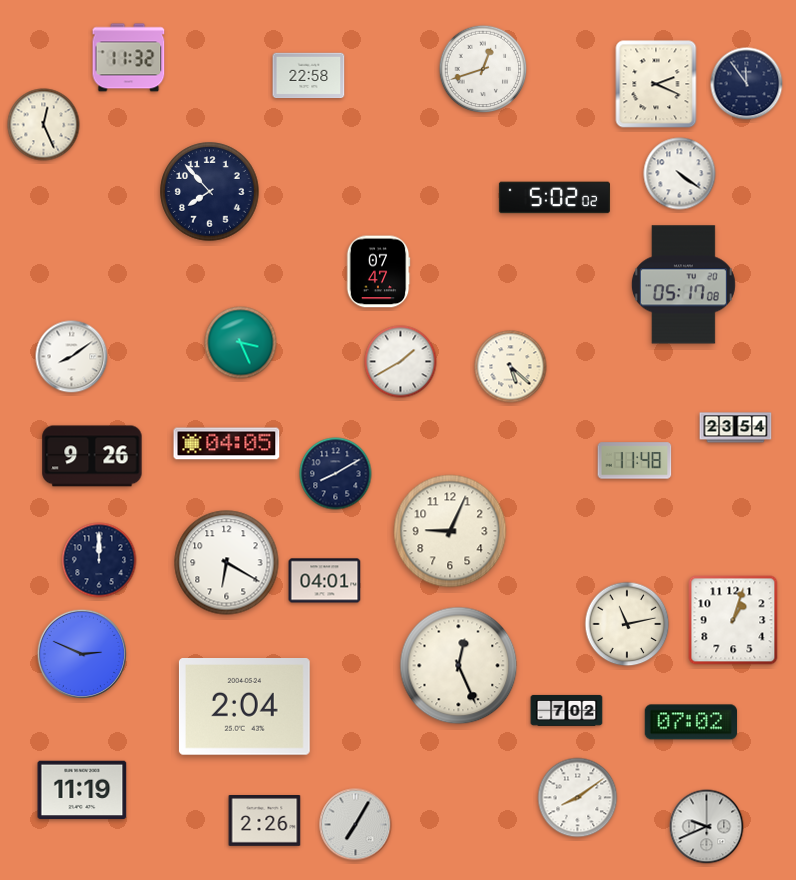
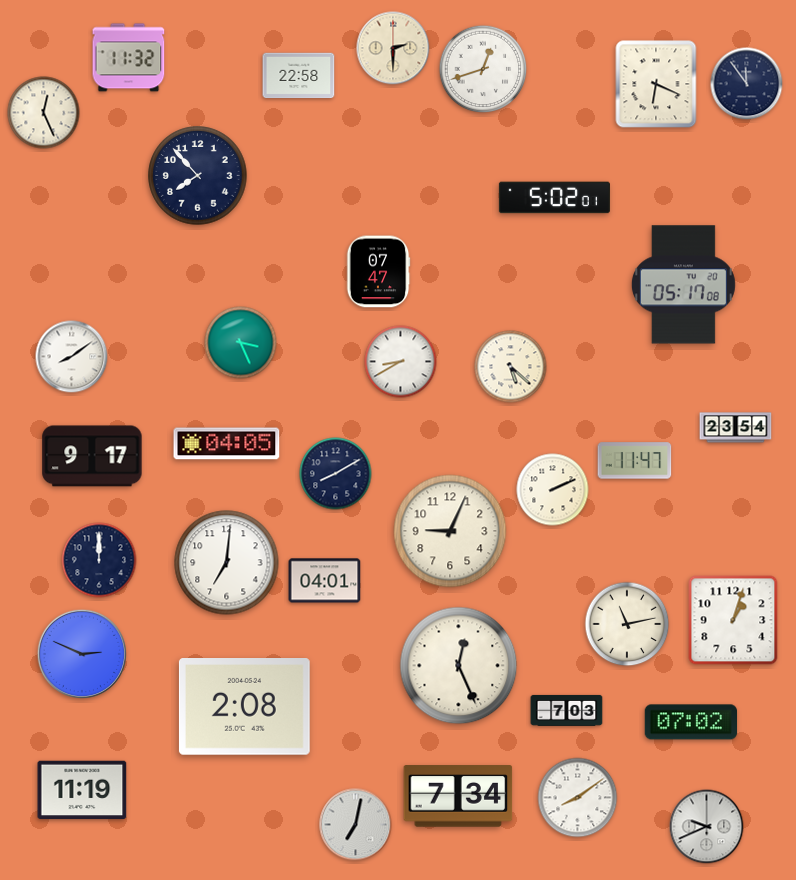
clock at (393, 48): none -> 2:30
clock at (309, 76) position: (309, 76) -> (299, 76)
clock at (656, 84): 2:19 -> 6:19
clock at (44, 125) position: (44, 125) -> (44, 113)
clock at (680, 174): 4:21 -> none
clock at (210, 192) position: (210, 192) -> (198, 176)
clock at (554, 198): 5:02:02 -> 5:02:01
clock at (401, 362): 1:40 -> 8:40
clock at (92, 456): 9:26 -> 9:17
clock at (635, 461): 11:48 -> 11:47
clock at (553, 490): none -> 2:11
clock at (227, 563): 6:20 -> 7:01
clock at (244, 707): 2:04 -> 2:08
clock at (567, 710): 7:02 -> 7:03
clock at (458, 796): none -> 7:34
clock at (265, 821): 2:26 -> none
clock at (356, 825): 7:05 -> 7:02
